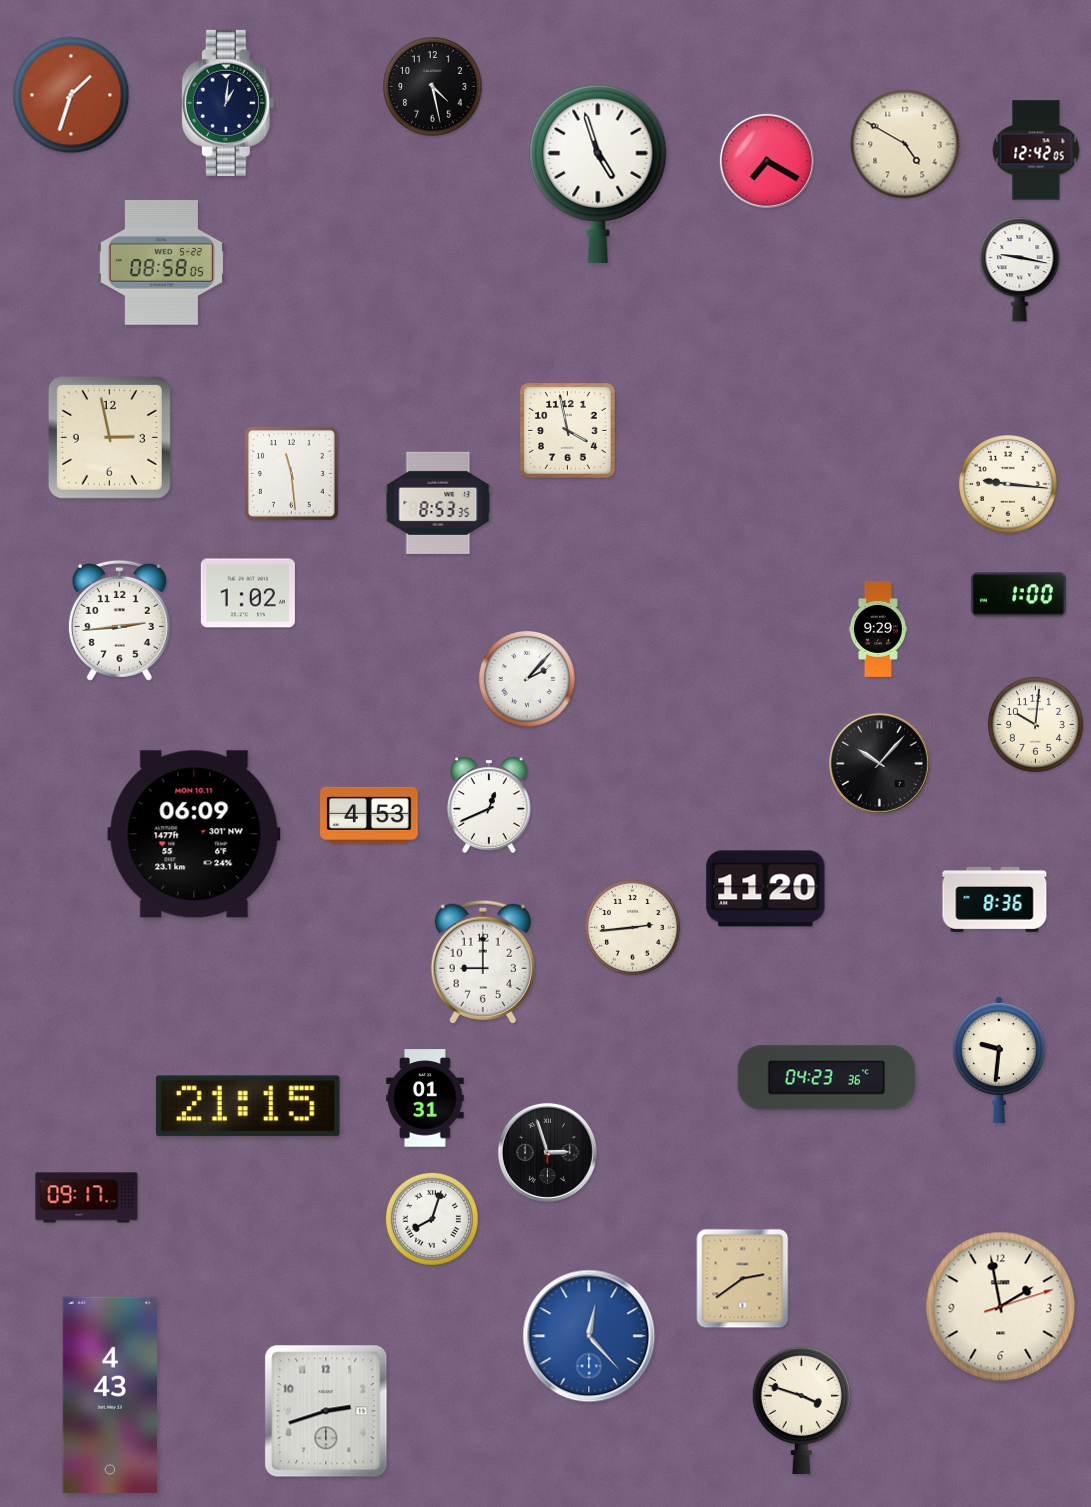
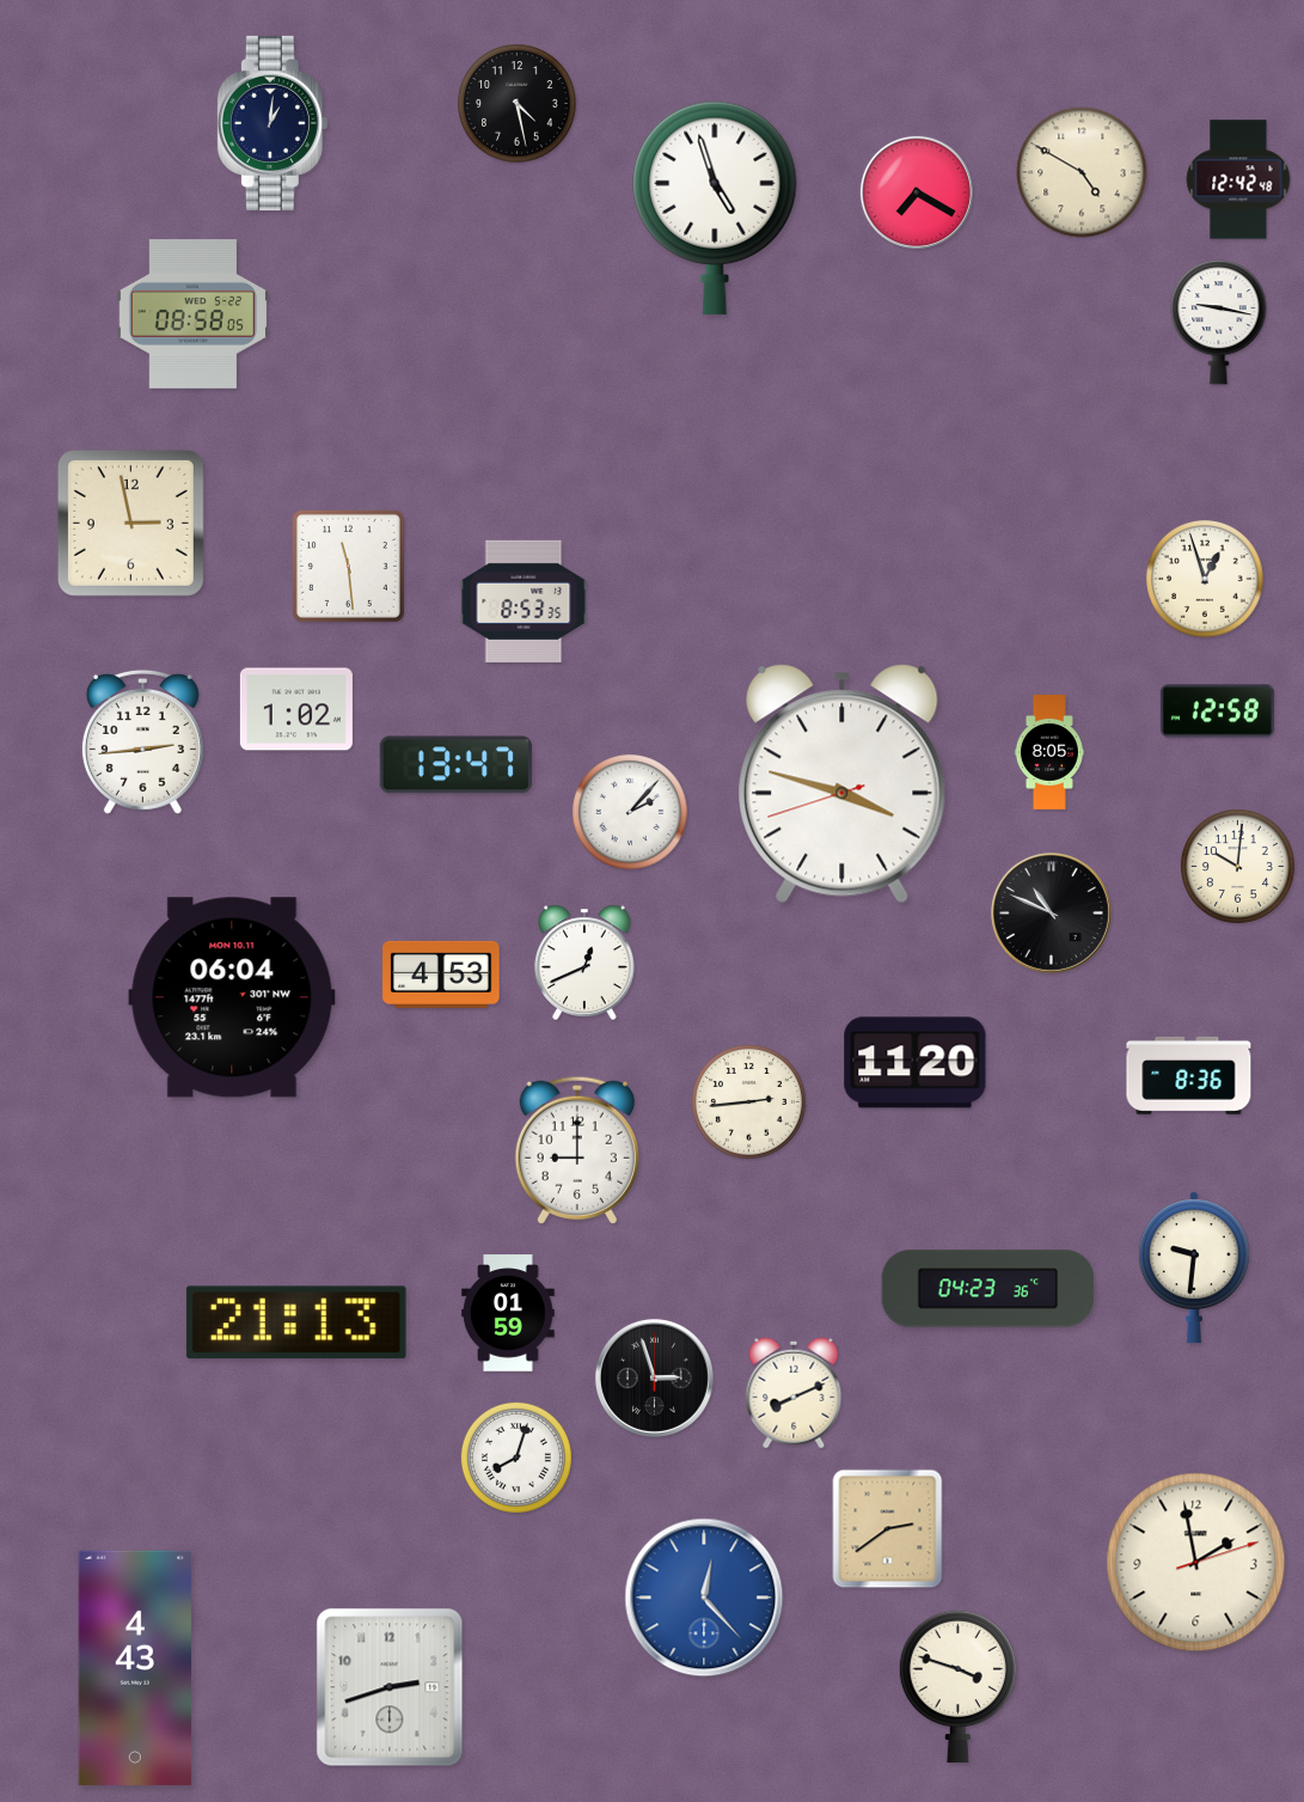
clock at (71, 95): 1:33 -> none
clock at (1036, 150): 12:42:05 -> 12:42:48
clock at (568, 431): 3:58 -> none
clock at (1008, 484): 9:16 -> 12:57
clock at (1018, 595): 1:00 -> 12:58
clock at (878, 630): 9:29 -> 8:05
clock at (455, 765): none -> 13:47
clock at (843, 784): none -> 3:47
clock at (879, 763): 10:07 -> 10:49
clock at (194, 834): 06:09 -> 06:04
clock at (632, 927) position: (632, 927) -> (748, 1101)
clock at (425, 1098): 01:31 -> 01:59
clock at (248, 1106): 21:15 -> 21:13
clock at (794, 1393): none -> 8:11
clock at (87, 1198): 09:17 -> none
clock at (109, 1395) position: (109, 1395) -> (134, 1668)
